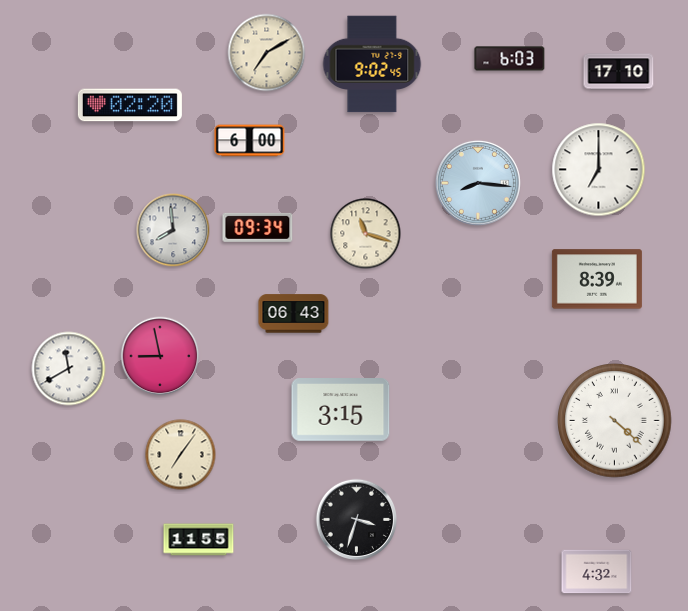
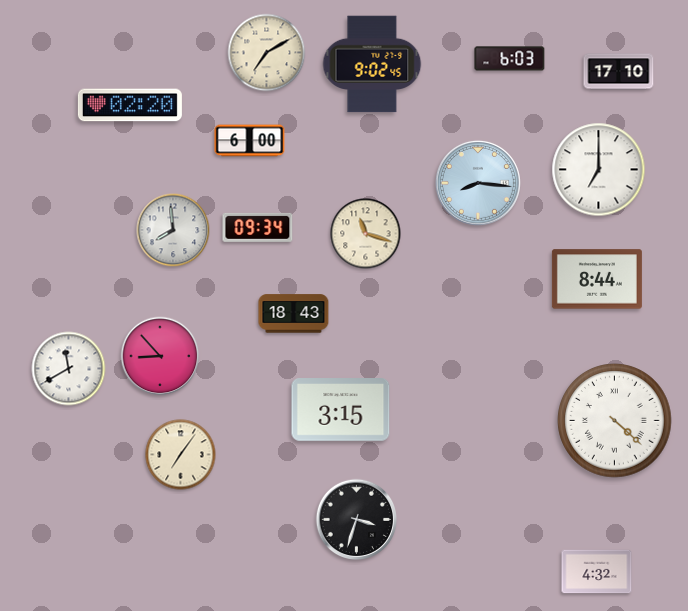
clock at (597, 279): 8:39 -> 8:44
clock at (294, 314): 06:43 -> 18:43
clock at (160, 356): 8:58 -> 8:53
clock at (199, 540): 11:55 -> none
